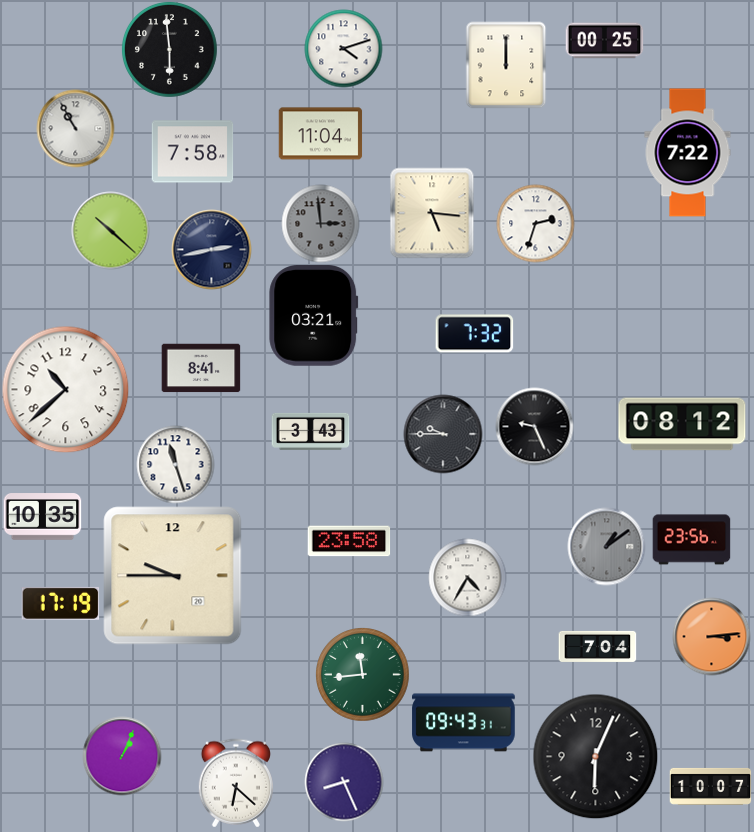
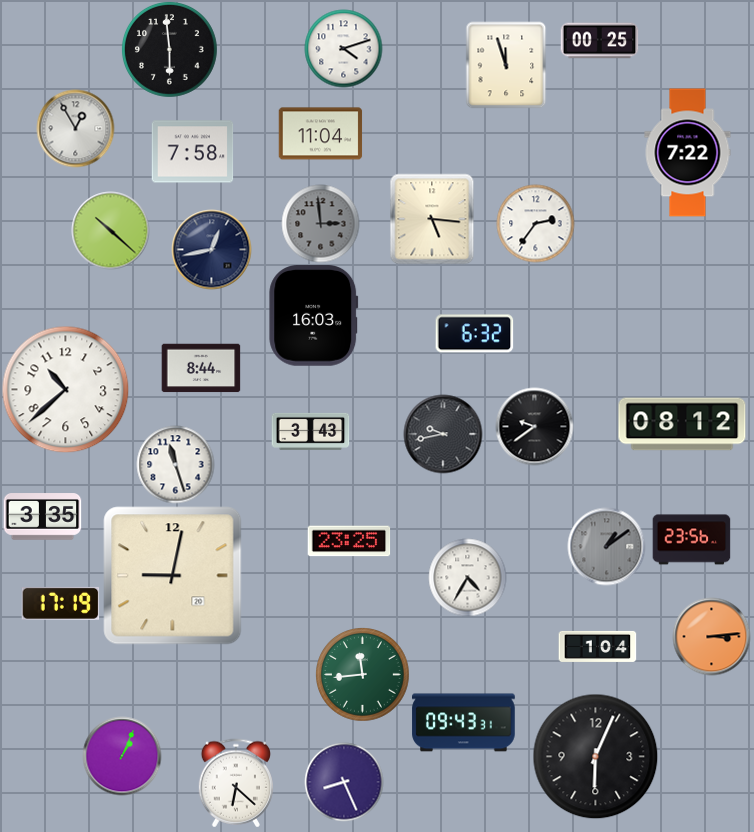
clock at (604, 41) position: (604, 41) -> (599, 41)
clock at (506, 65): 12:00 -> 11:57
clock at (75, 128): 10:55 -> 12:55
clock at (432, 213) position: (432, 213) -> (432, 219)
clock at (535, 223): 2:33 -> 2:36
clock at (211, 249): 2:43 -> 12:43
clock at (314, 316): 03:21 -> 16:03
clock at (474, 334): 7:32 -> 6:32
clock at (201, 368): 8:41 -> 8:44
clock at (534, 426): 9:26 -> 9:39
clock at (443, 434): 9:45 -> 9:43
clock at (42, 517): 10:35 -> 3:35
clock at (349, 541): 23:58 -> 23:25
clock at (173, 576): 9:45 -> 9:02
clock at (597, 646): 7:04 -> 1:04
clock at (710, 786): 10:07 -> none
